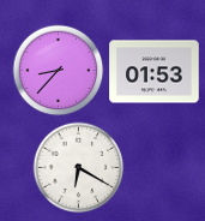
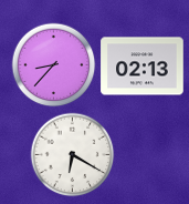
clock at (155, 72): 01:53 -> 02:13
